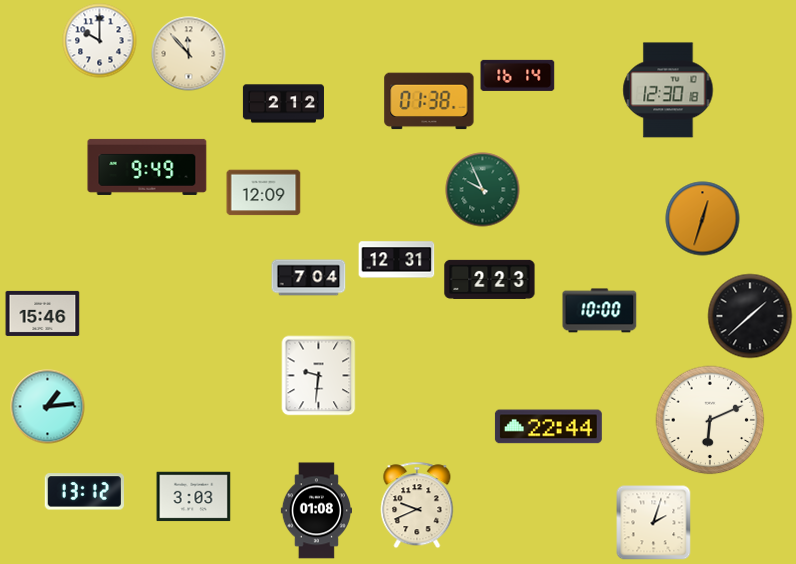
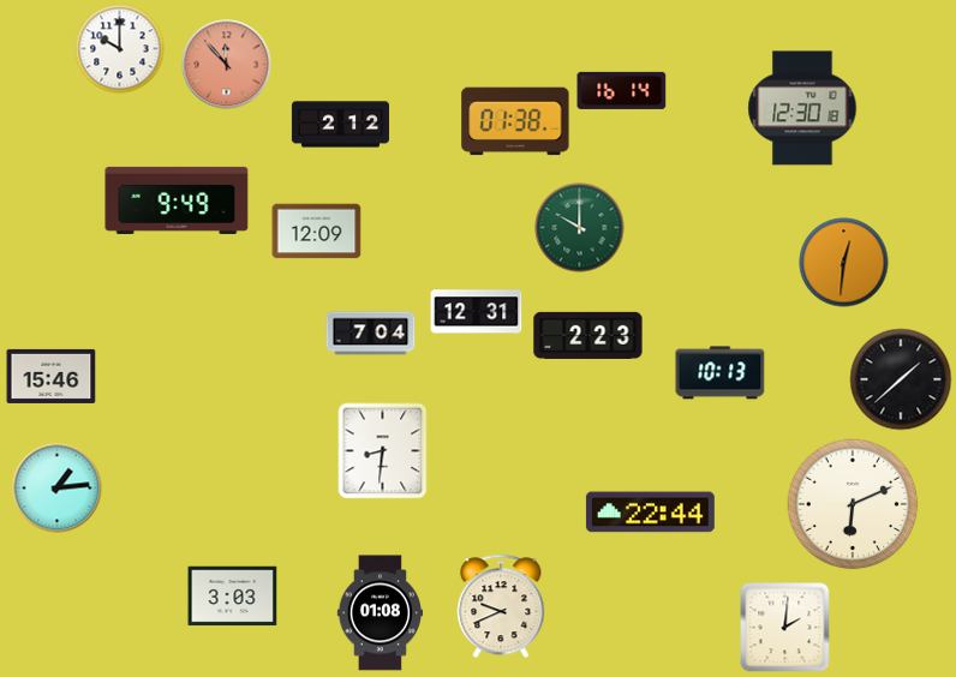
clock at (189, 54) dial: cream -> salmon
clock at (483, 190): 9:56 -> 10:00
clock at (703, 219): 12:33 -> 12:31
clock at (600, 311): 10:00 -> 10:13
clock at (319, 376): 9:31 -> 8:31
clock at (548, 427) position: (548, 427) -> (650, 513)
clock at (84, 492): 13:12 -> none
clock at (654, 523): 2:03 -> 2:01
